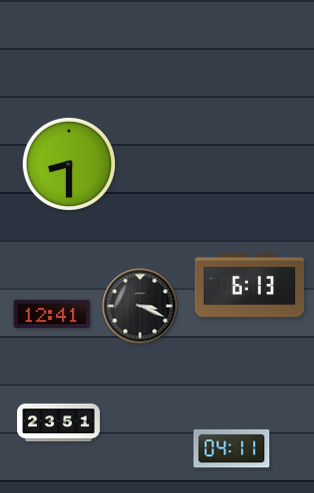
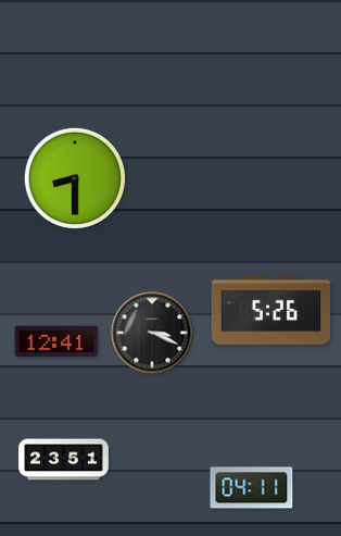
clock at (249, 285): 6:13 -> 5:26
